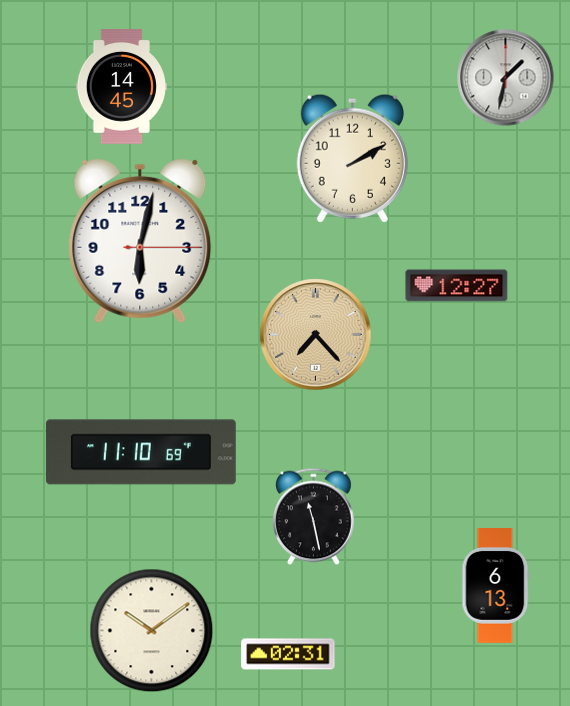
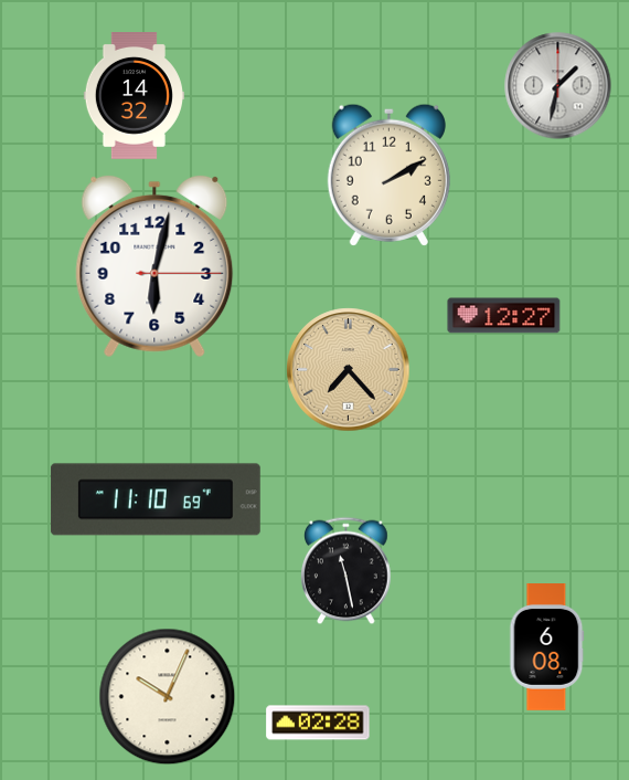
clock at (121, 87): 14:45 -> 14:32
clock at (496, 586): 6:13 -> 6:08
clock at (152, 631): 10:09 -> 10:04
clock at (288, 654): 02:31 -> 02:28
